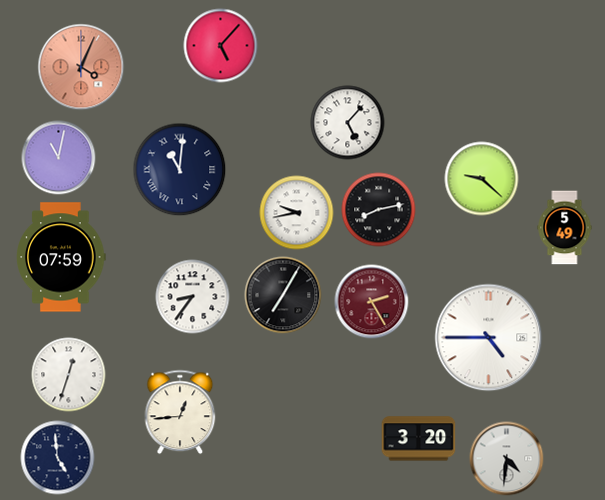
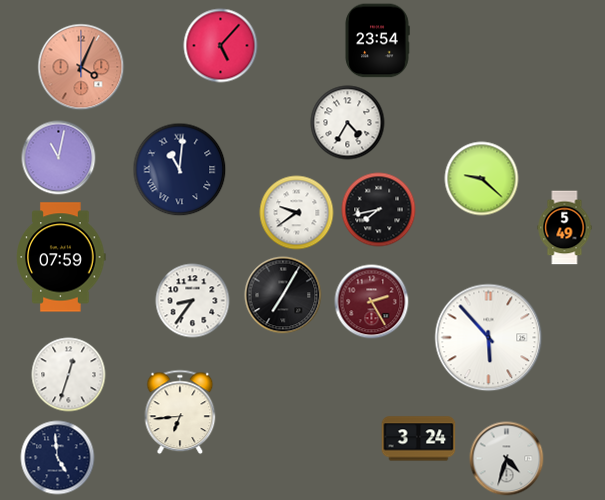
clock at (377, 41): none -> 23:54
clock at (348, 123): 5:07 -> 4:35
clock at (379, 210): 8:13 -> 7:43
clock at (297, 213): 9:43 -> 9:39
clock at (193, 297) position: (193, 297) -> (193, 301)
clock at (489, 338): 4:45 -> 5:53
clock at (180, 412): 12:44 -> 6:44
clock at (419, 439): 3:20 -> 3:24
clock at (507, 459): 4:31 -> 4:33
